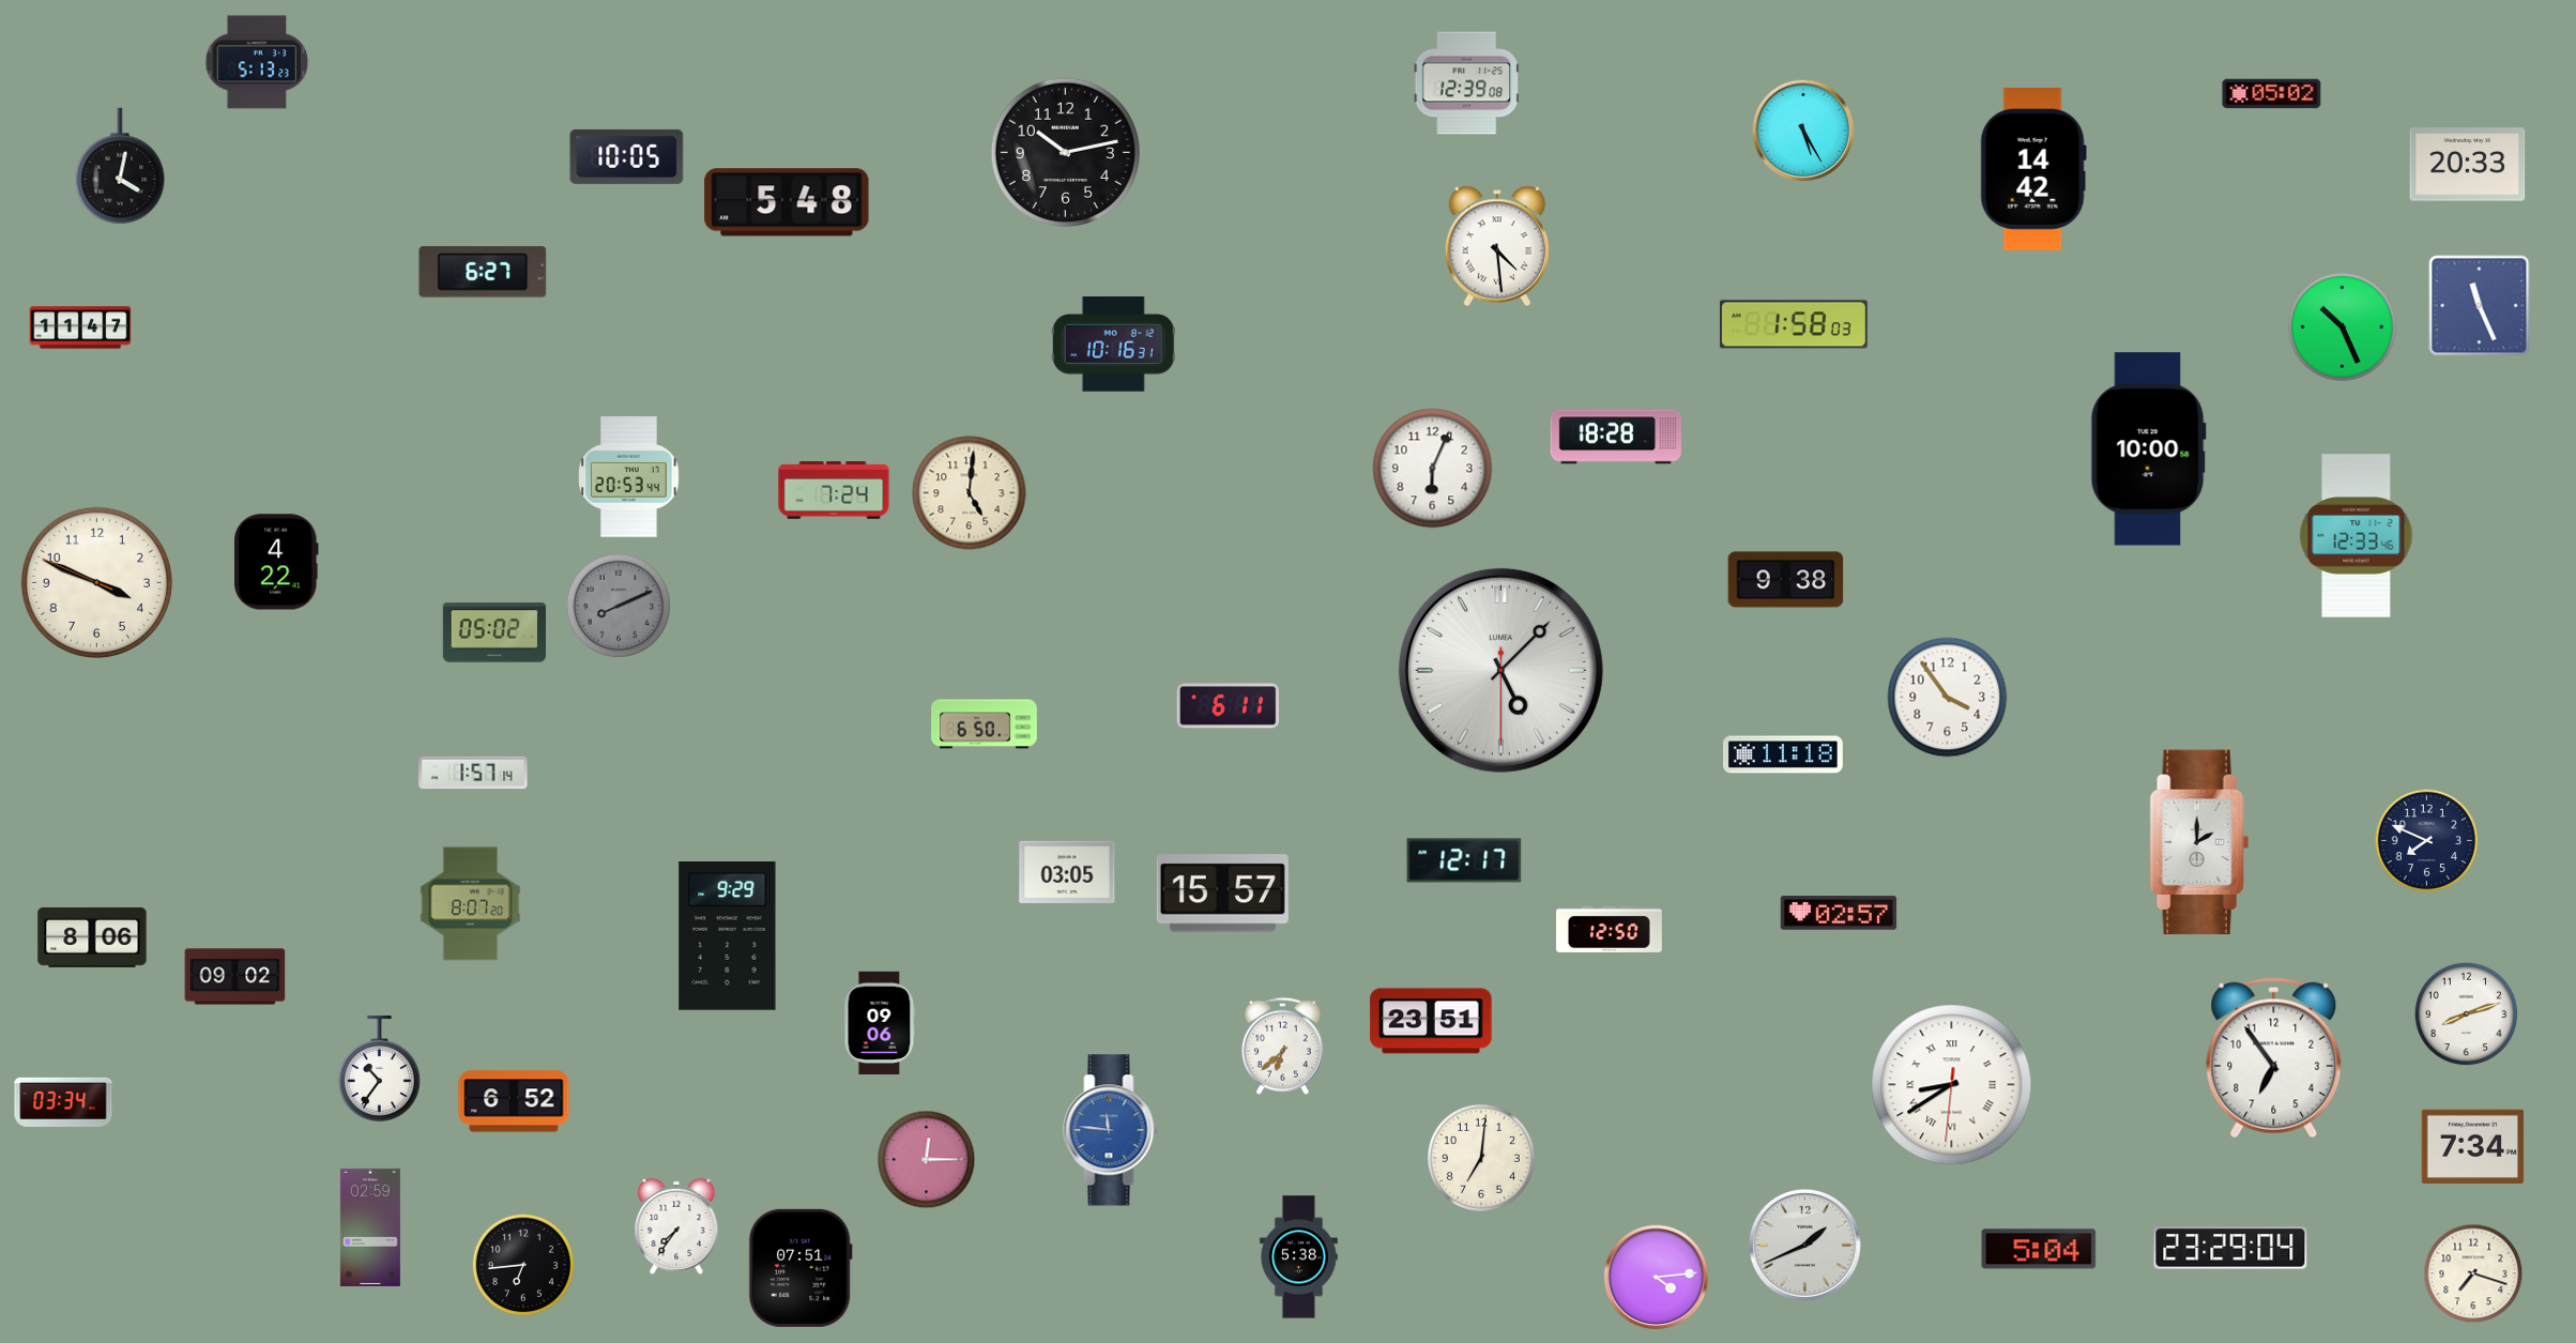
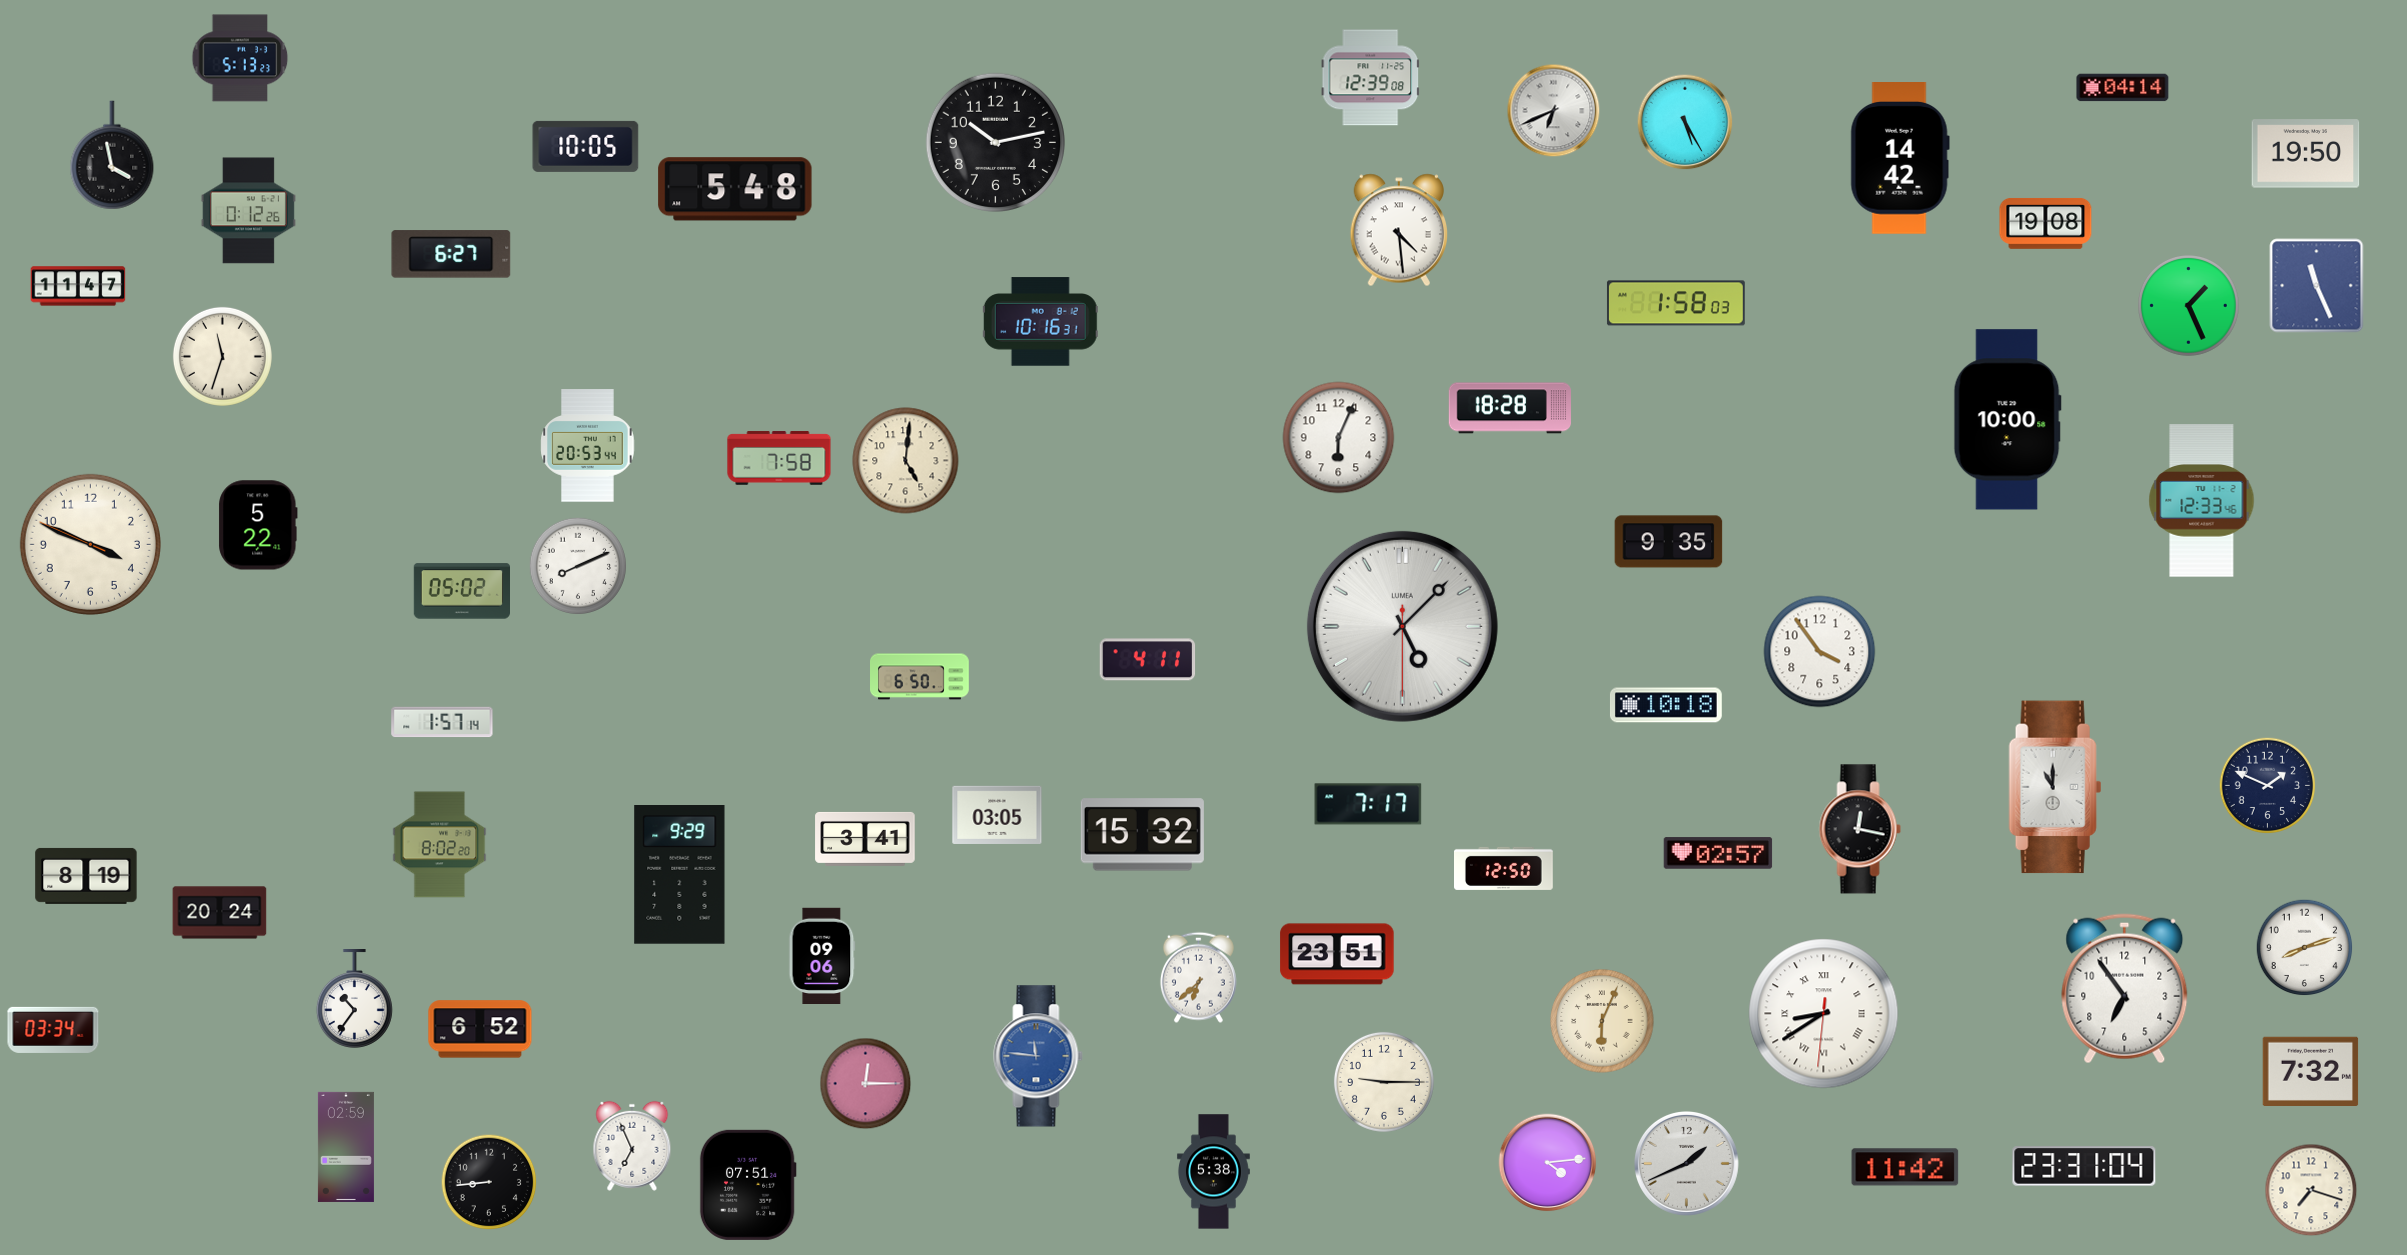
clock at (2272, 94): 05:02 -> 04:14
clock at (1554, 111): none -> 6:41
clock at (2468, 165): 20:33 -> 19:50
clock at (120, 166): 4:02 -> 3:58
clock at (248, 211): none -> 0:12
clock at (2046, 223): none -> 19:08
clock at (80, 327) position: (80, 327) -> (78, 286)
clock at (2343, 327): 10:26 -> 1:26
clock at (222, 356): none -> 11:33
clock at (834, 490): 7:24 -> 7:58
clock at (276, 562): 4:22 -> 5:22
clock at (1786, 580): 9:38 -> 9:35
clock at (618, 605) dial: grey -> white
clock at (1229, 706): 6:11 -> 4:11
clock at (1783, 754): 11:18 -> 10:18
clock at (2427, 841): 7:49 -> 1:49
clock at (2199, 842): 2:00 -> 11:00
clock at (1464, 860): 12:17 -> 7:17
clock at (1860, 829): none -> 12:17
clock at (1222, 894): 15:57 -> 15:32
clock at (865, 839): none -> 3:41
clock at (471, 904): 8:07 -> 8:02
clock at (92, 937): 8:06 -> 8:19
clock at (235, 977): 09:02 -> 20:24
clock at (1602, 1021): none -> 6:04
clock at (63, 1102) position: (63, 1102) -> (53, 1030)
clock at (2473, 1146): 7:34 -> 7:32
clock at (1481, 1158): 7:01 -> 9:15
clock at (676, 1226): 7:36 -> 6:56
clock at (2230, 1248): 23:29 -> 23:31
clock at (2039, 1249): 5:04 -> 11:42
clock at (1298, 1257) position: (1298, 1257) -> (1213, 1172)
clock at (523, 1265): 6:44 -> 8:44
clock at (1657, 1278) position: (1657, 1278) -> (1548, 1163)
